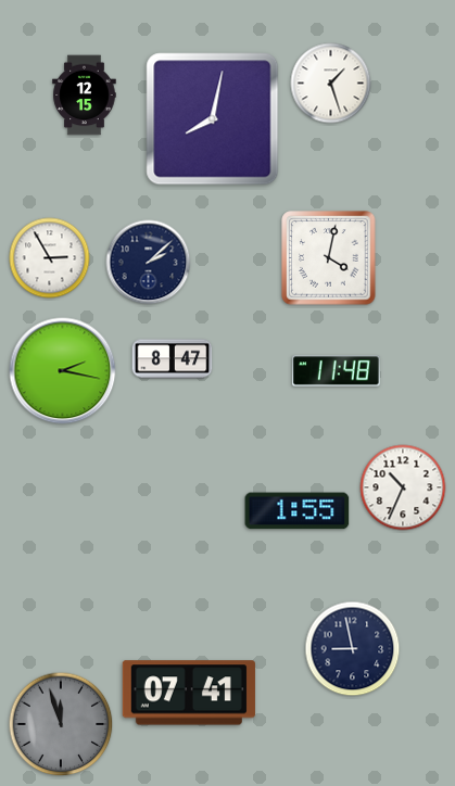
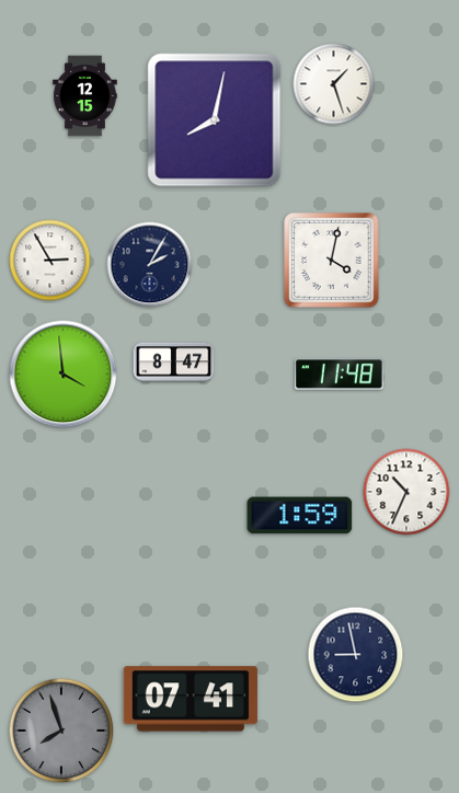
clock at (149, 263): 2:08 -> 2:05
clock at (63, 371): 2:17 -> 3:59
clock at (298, 511): 1:55 -> 1:59
clock at (61, 724): 11:57 -> 7:57
